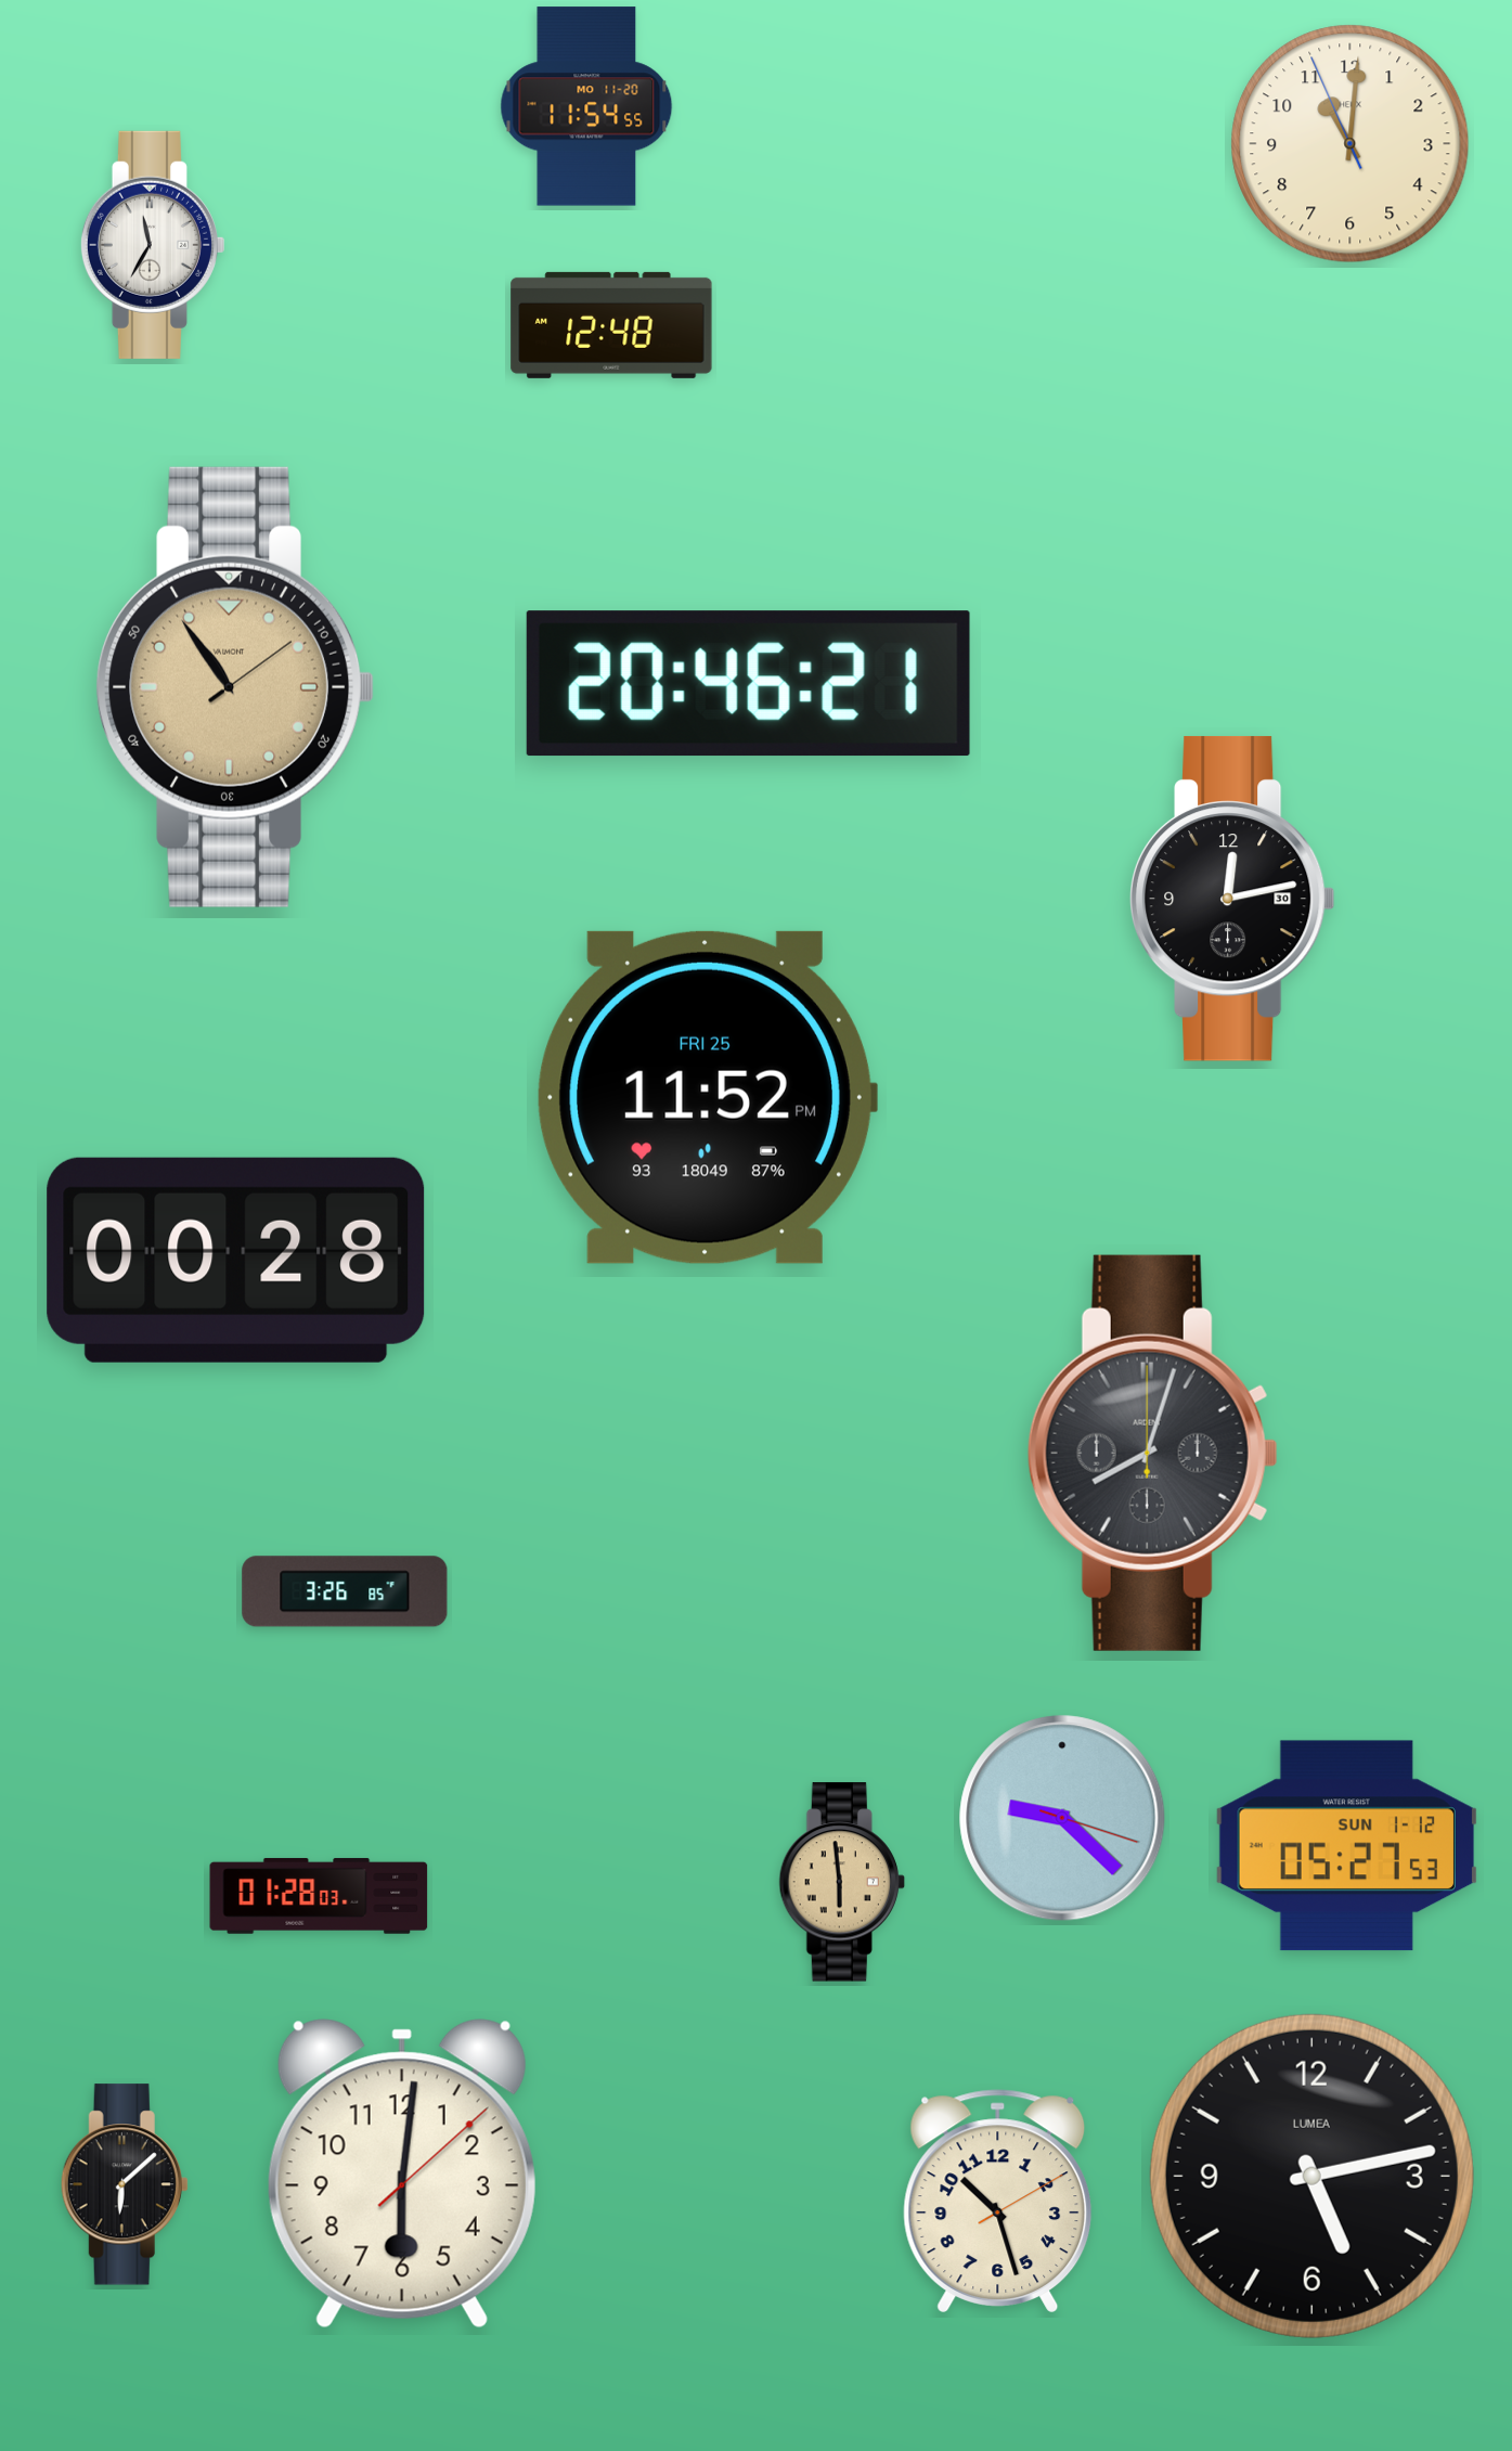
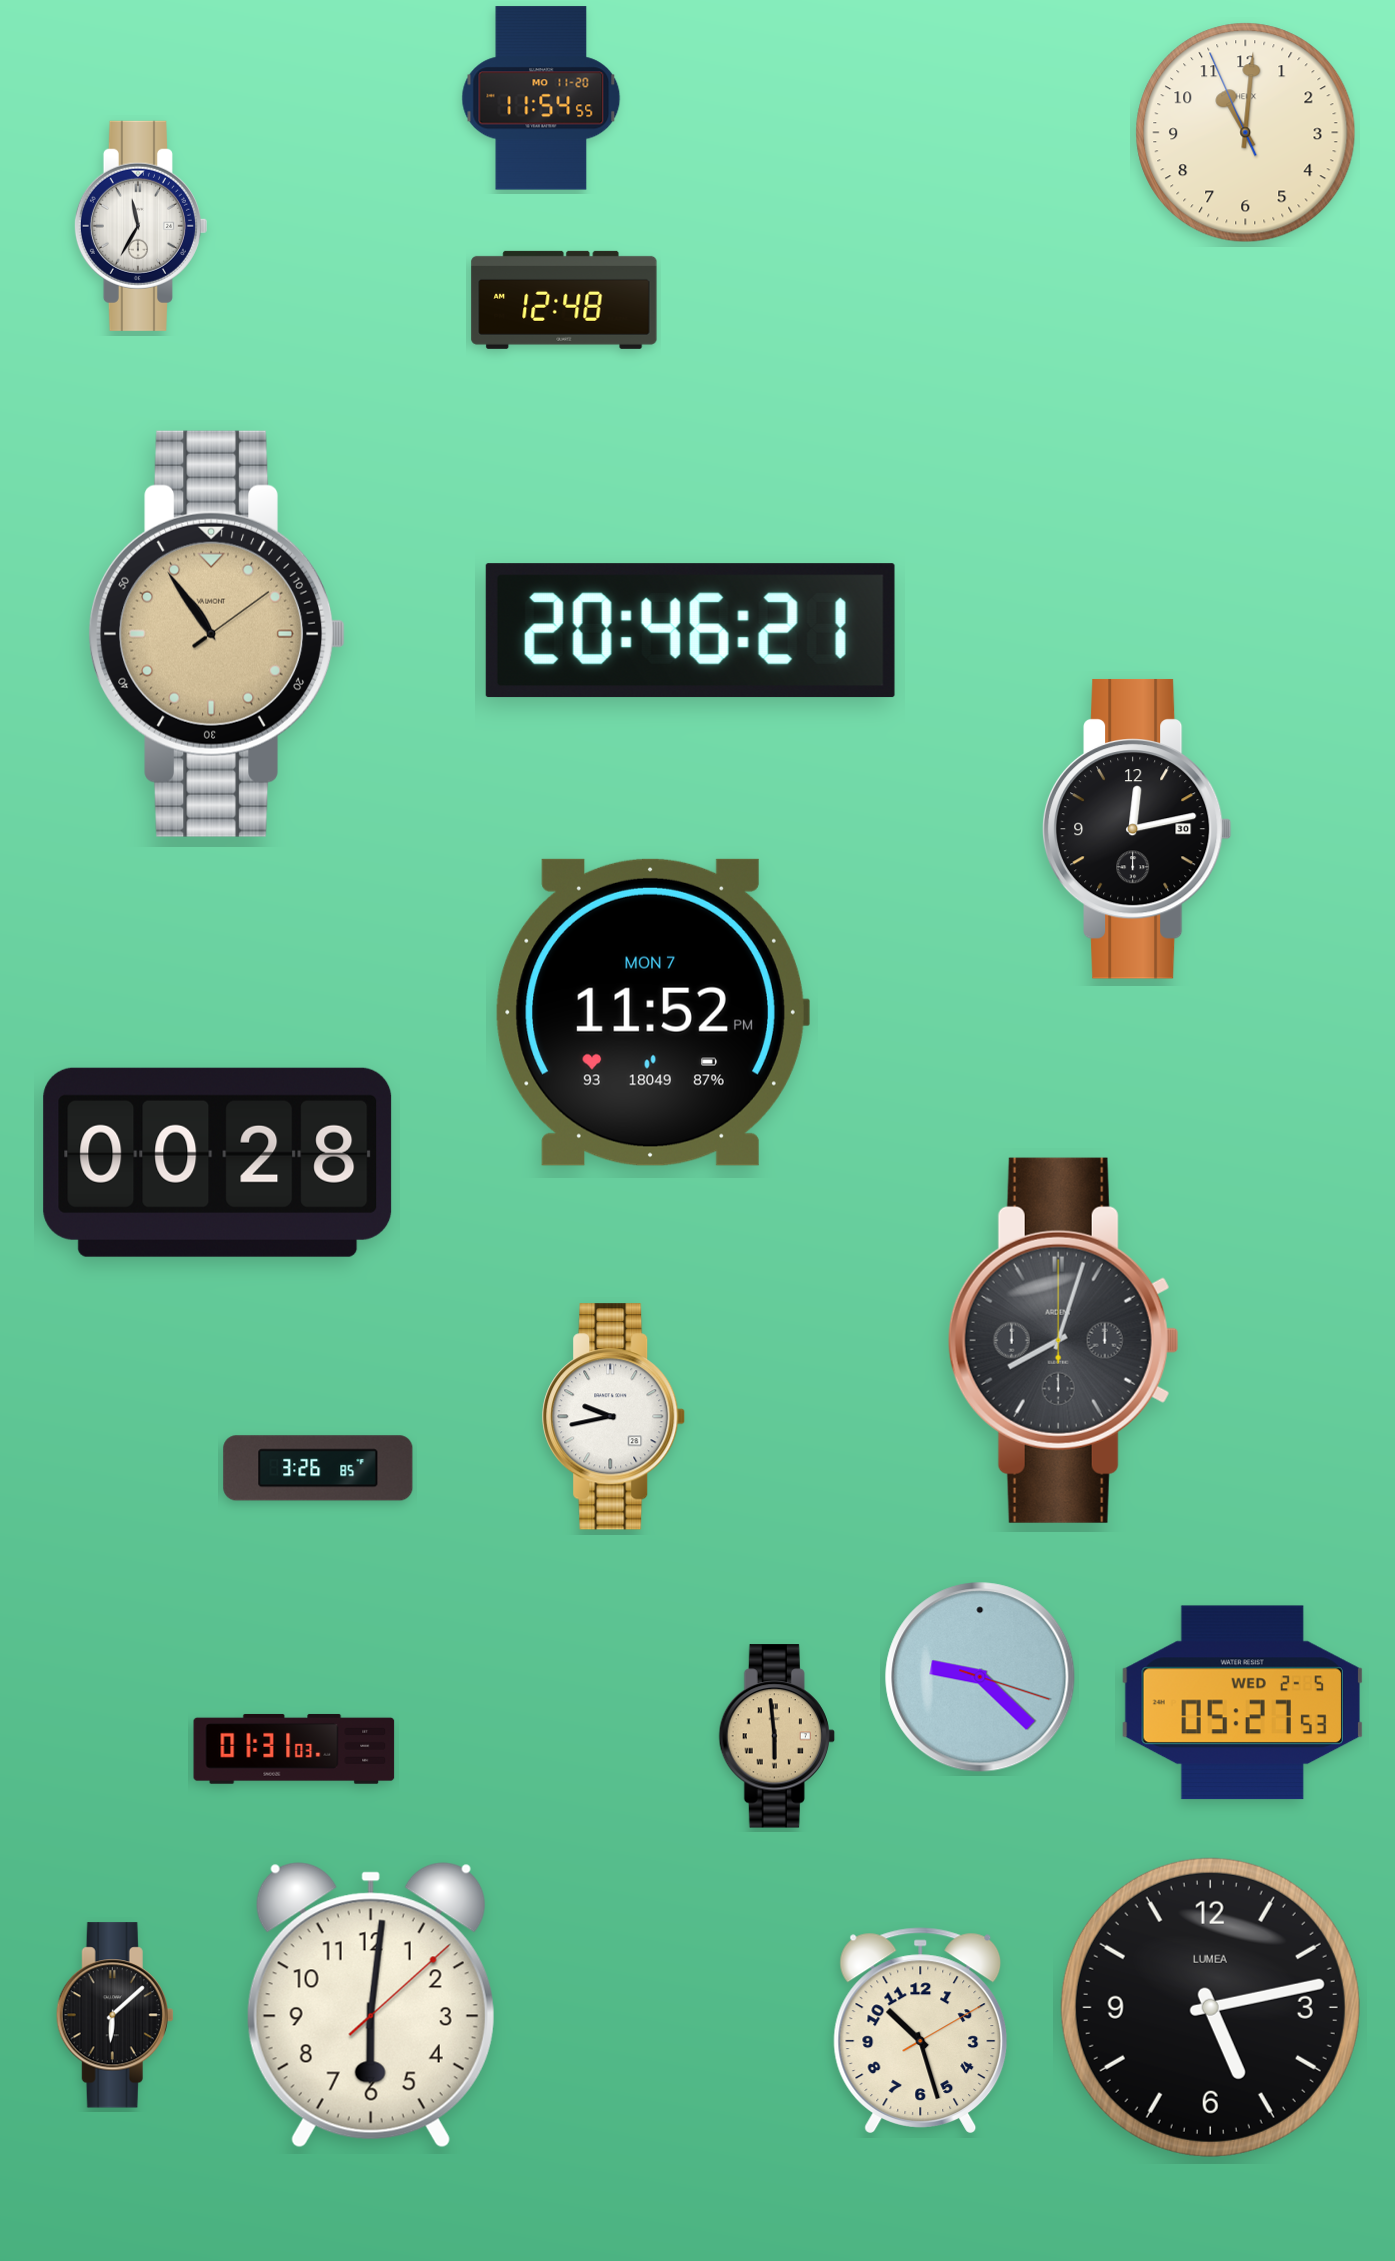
clock at (707, 1097) date: FRI 25 -> MON 7
clock at (614, 1417): none -> 9:43
clock at (1346, 1846) date: SUN 1-12 -> WED 2-5
clock at (319, 1896): 01:28 -> 01:31
